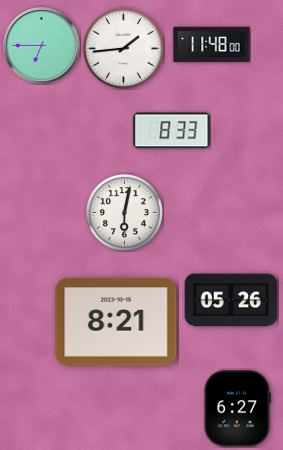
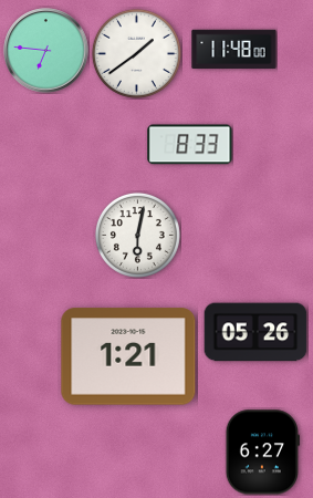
clock at (42, 46): 6:45 -> 6:46
clock at (123, 48): 1:44 -> 1:39
clock at (116, 322): 8:21 -> 1:21
